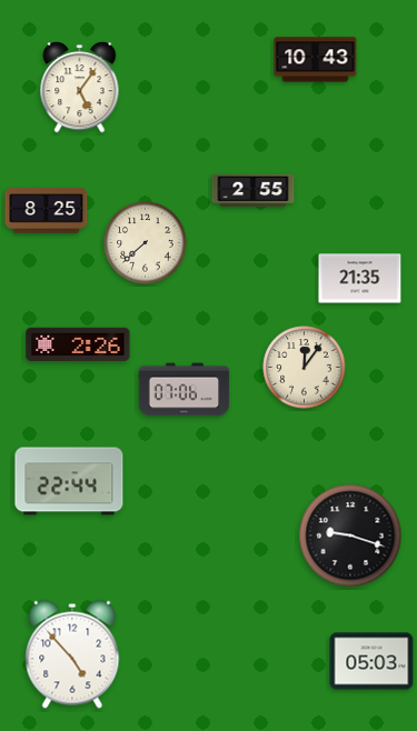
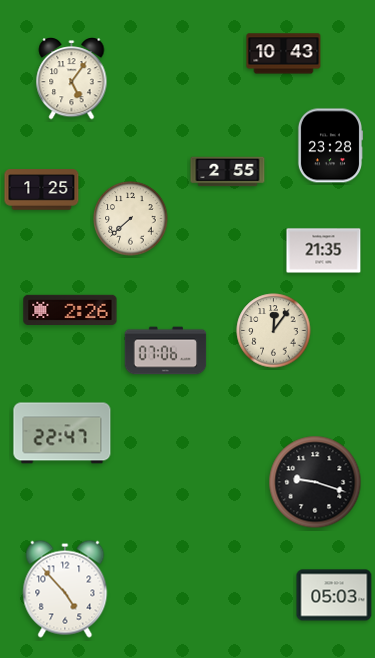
clock at (329, 146): none -> 23:28
clock at (47, 211): 8:25 -> 1:25
clock at (69, 481): 22:44 -> 22:47
